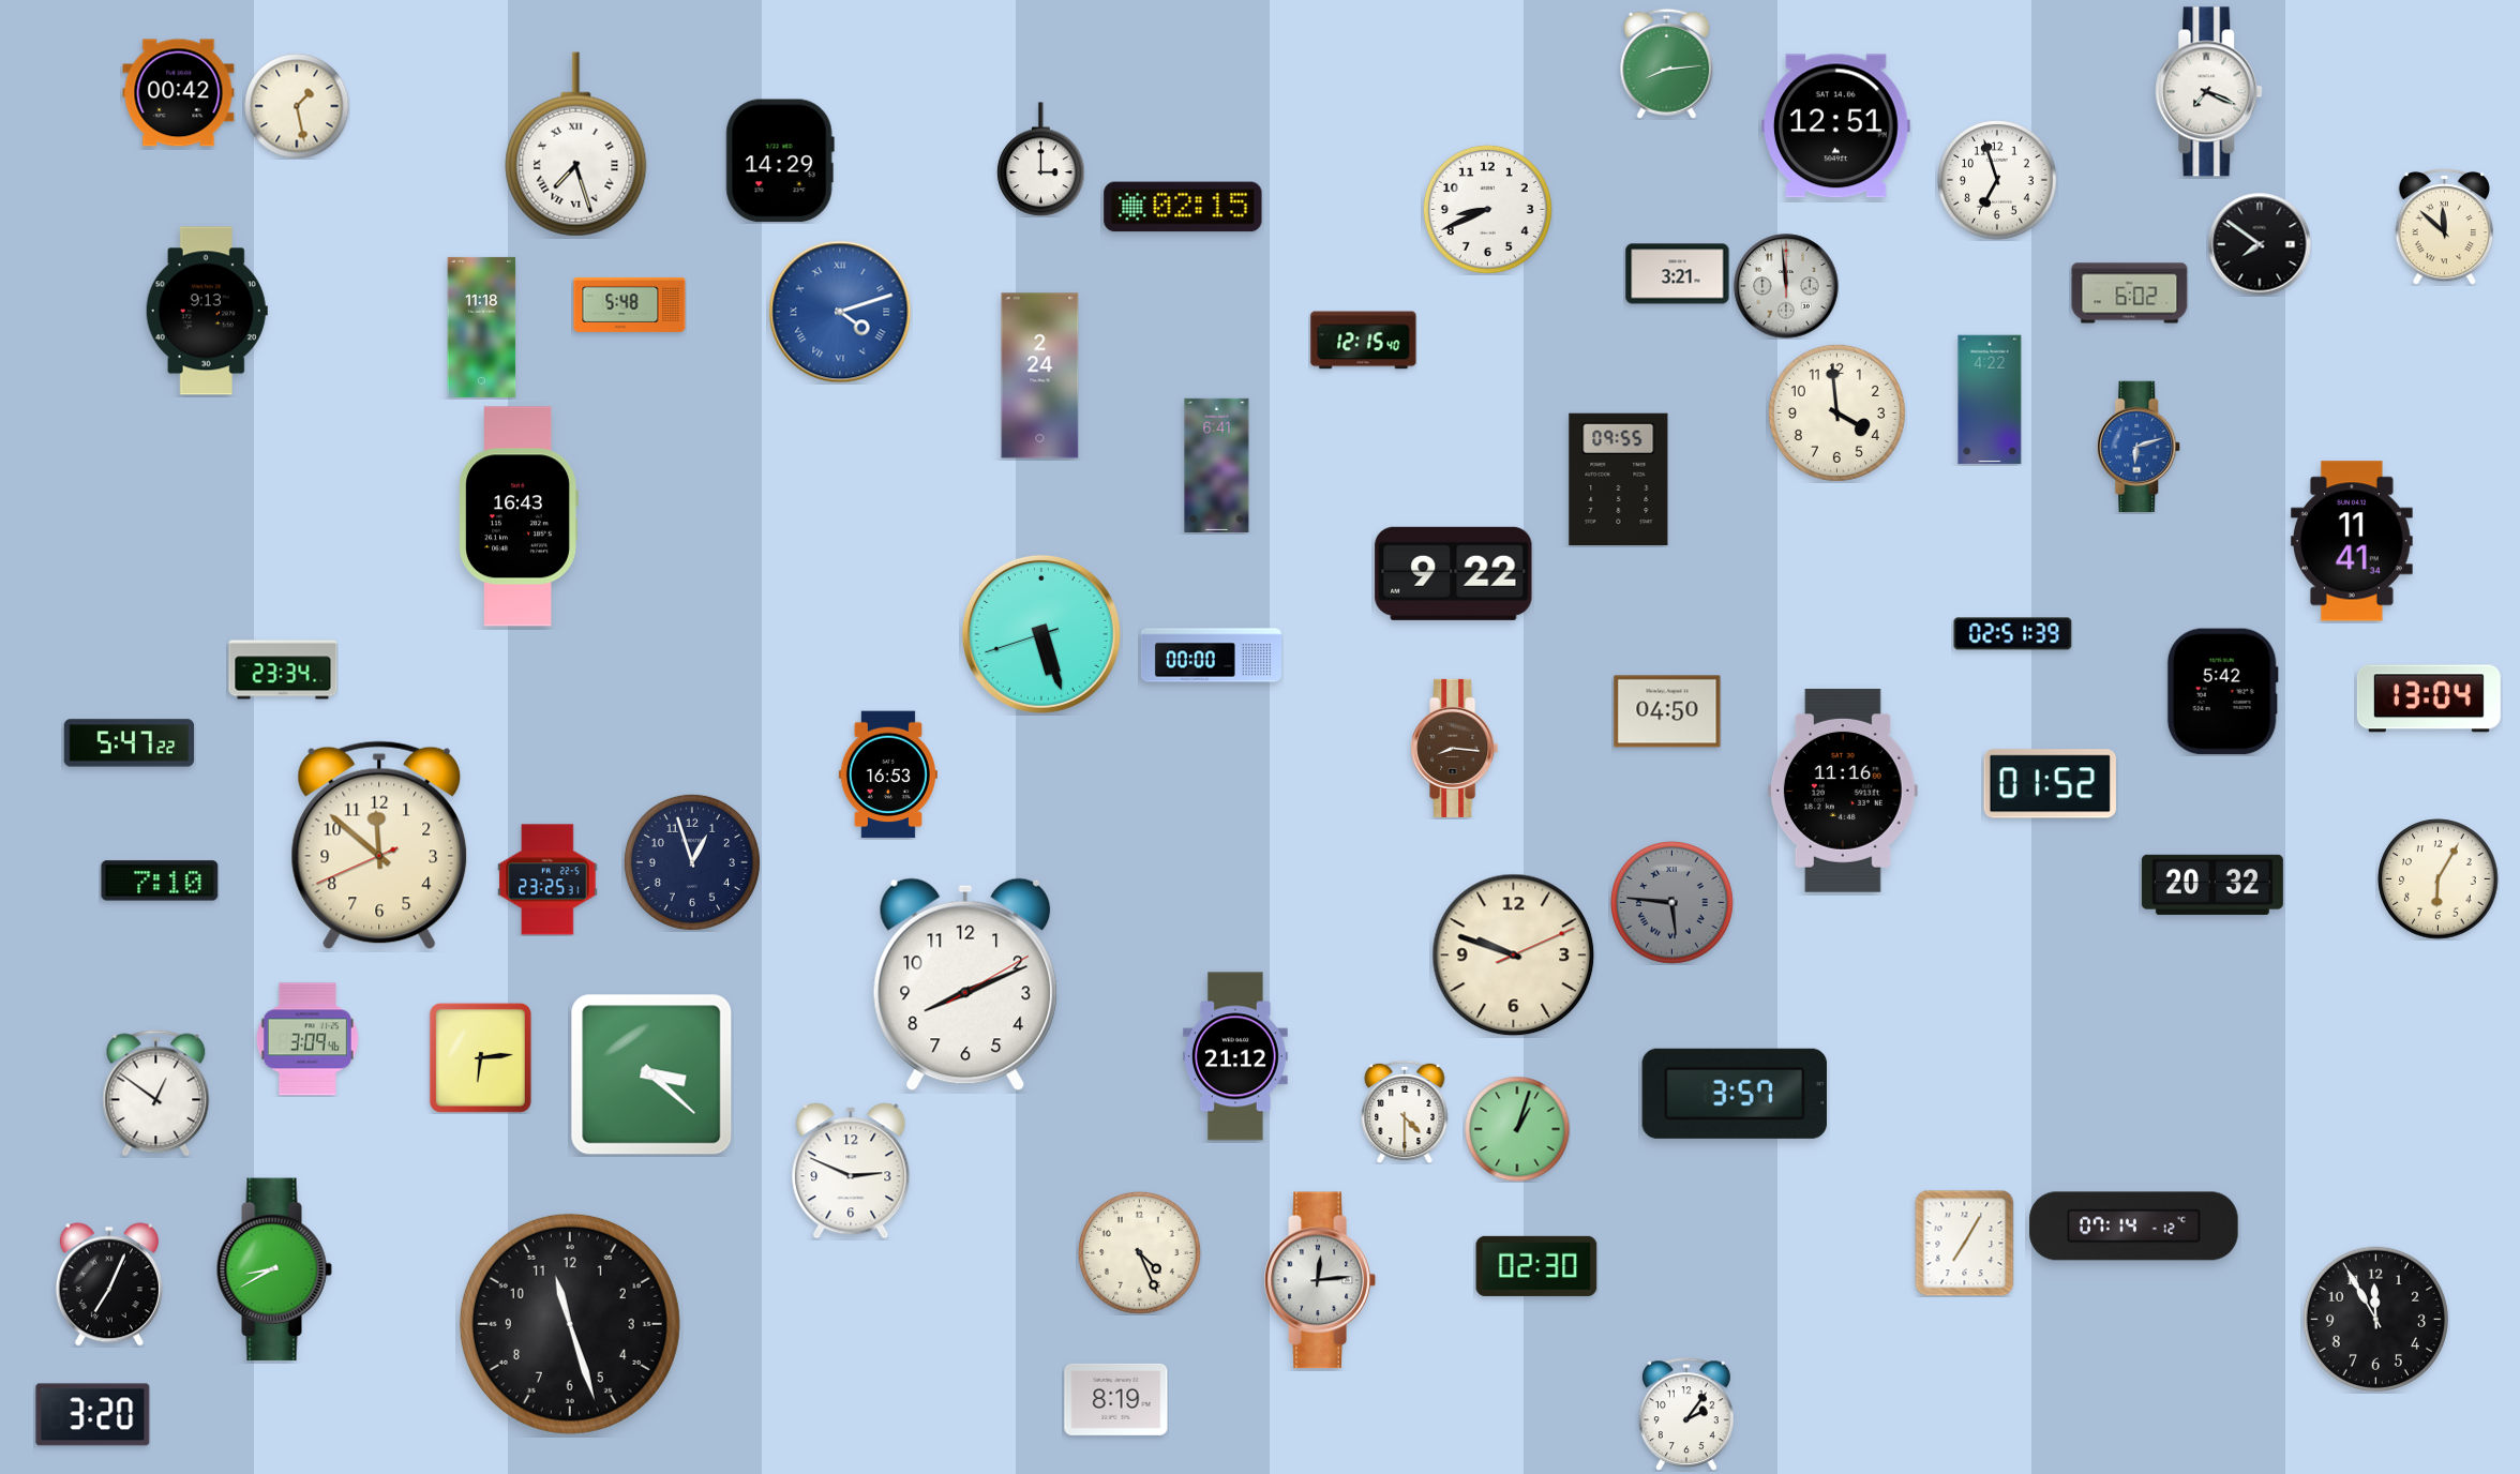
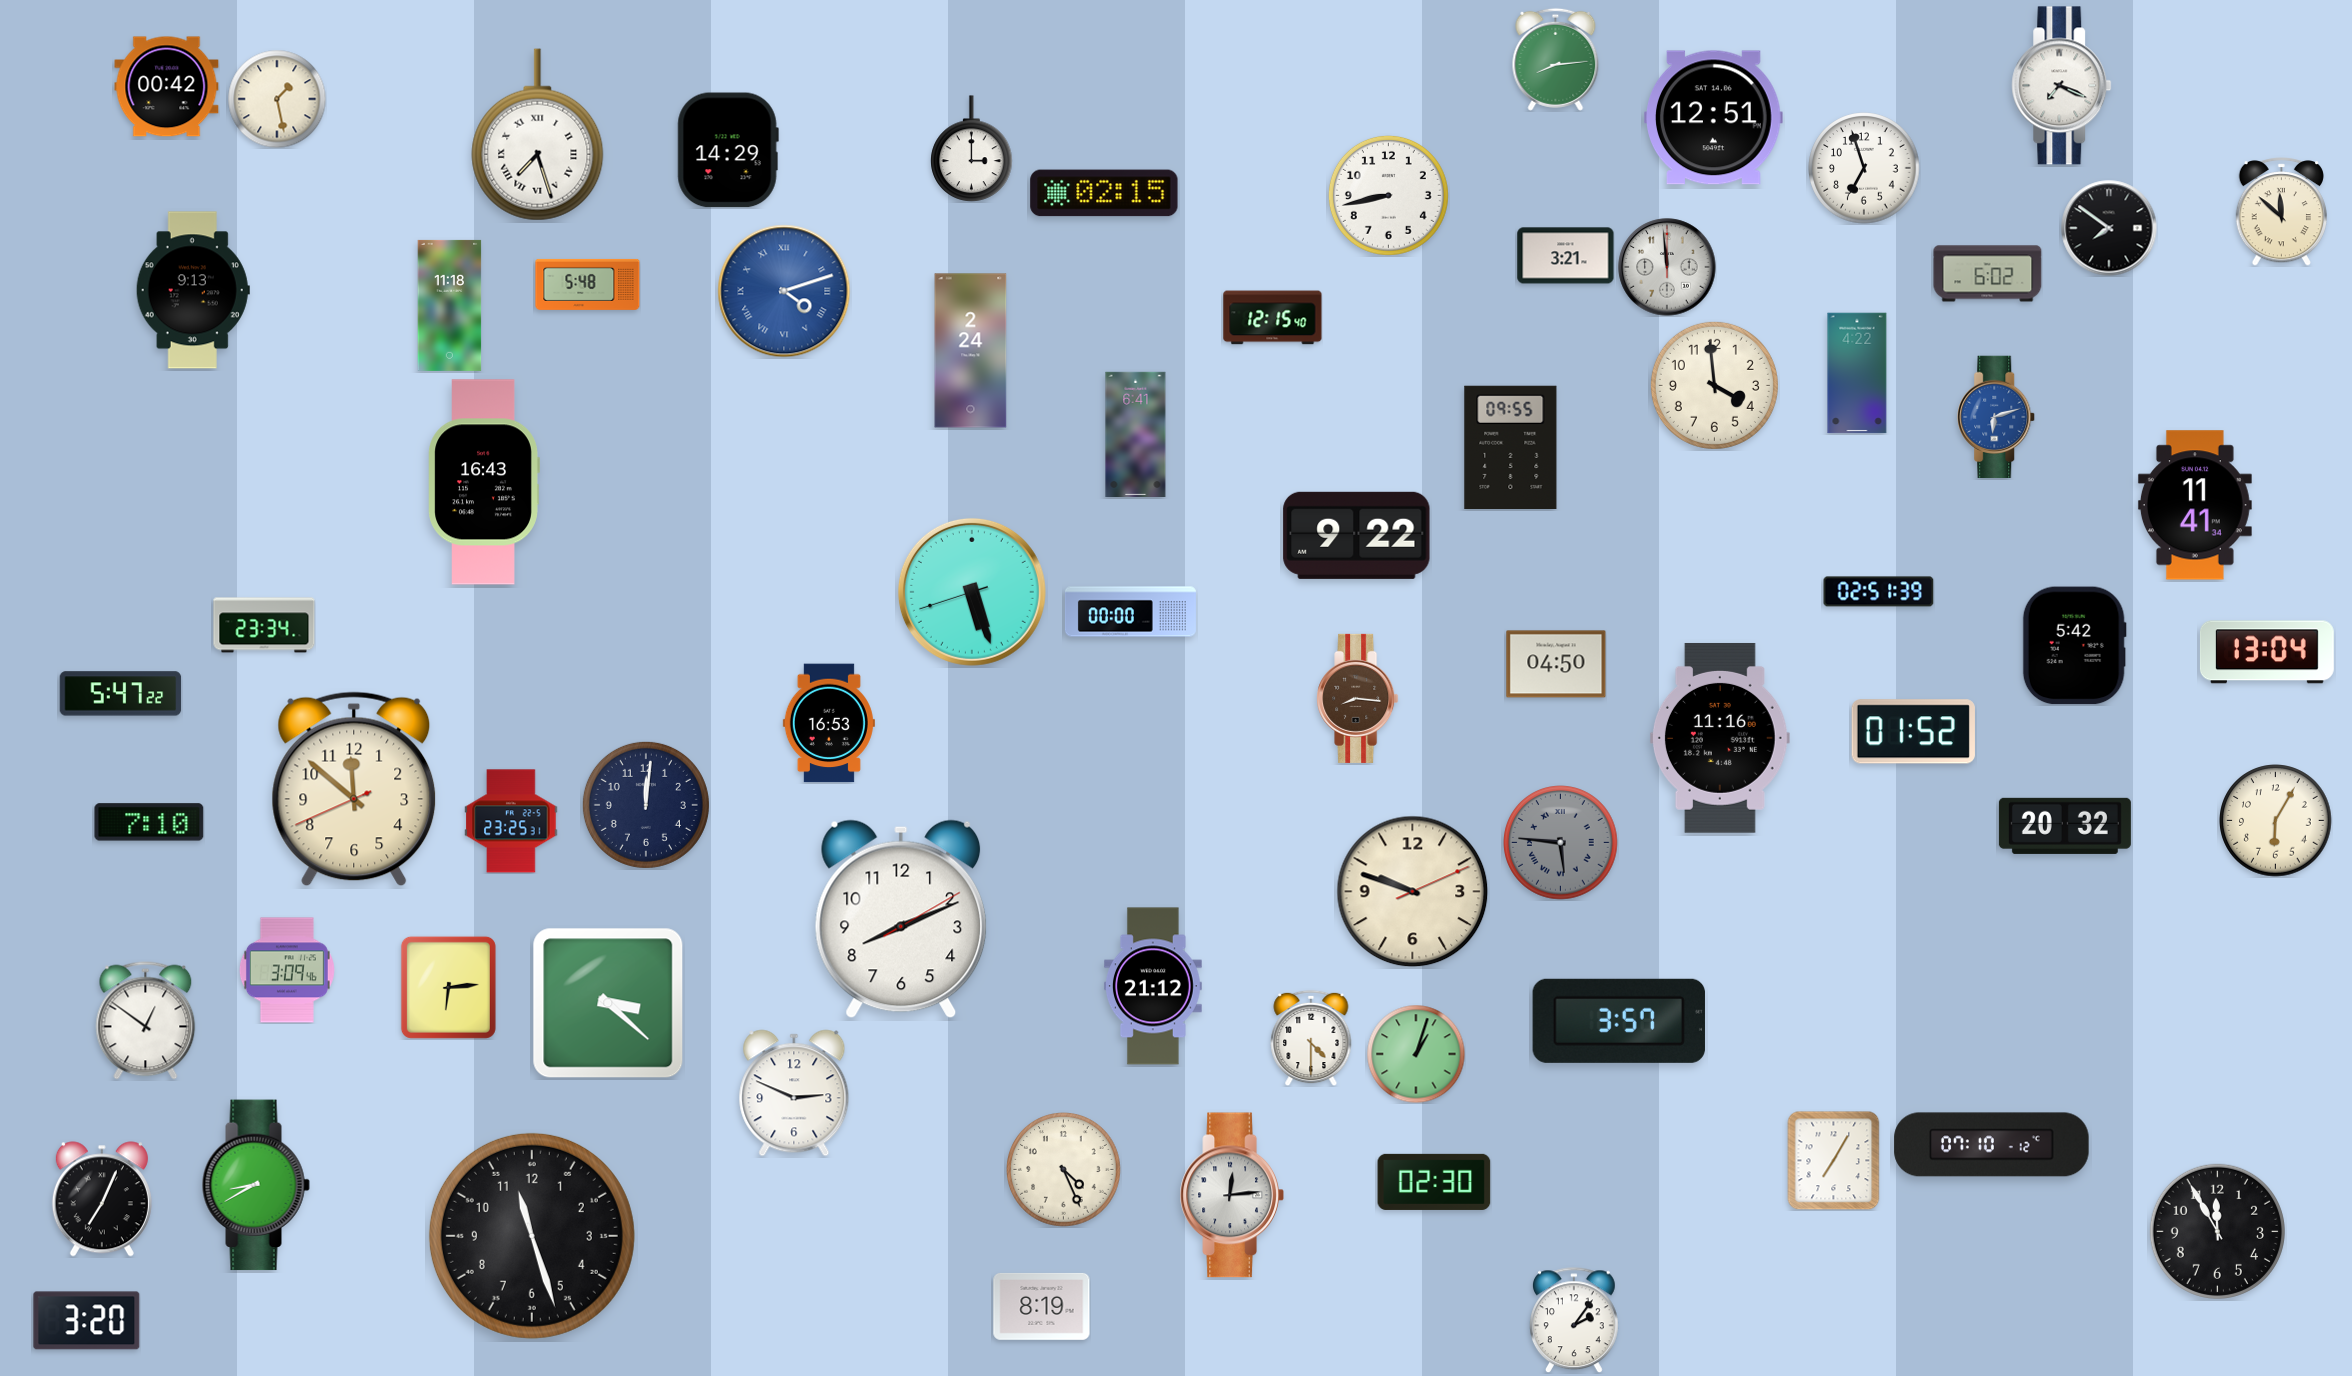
clock at (1487, 209): 8:41 -> 8:43
clock at (692, 862): 12:57 -> 12:01
clock at (2134, 1227): 07:14 -> 07:10
